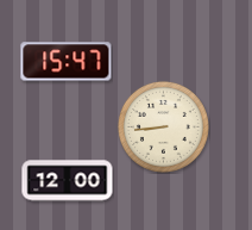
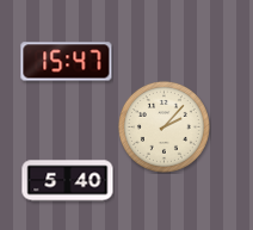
clock at (163, 126): 8:44 -> 2:07
clock at (68, 181): 12:00 -> 5:40
